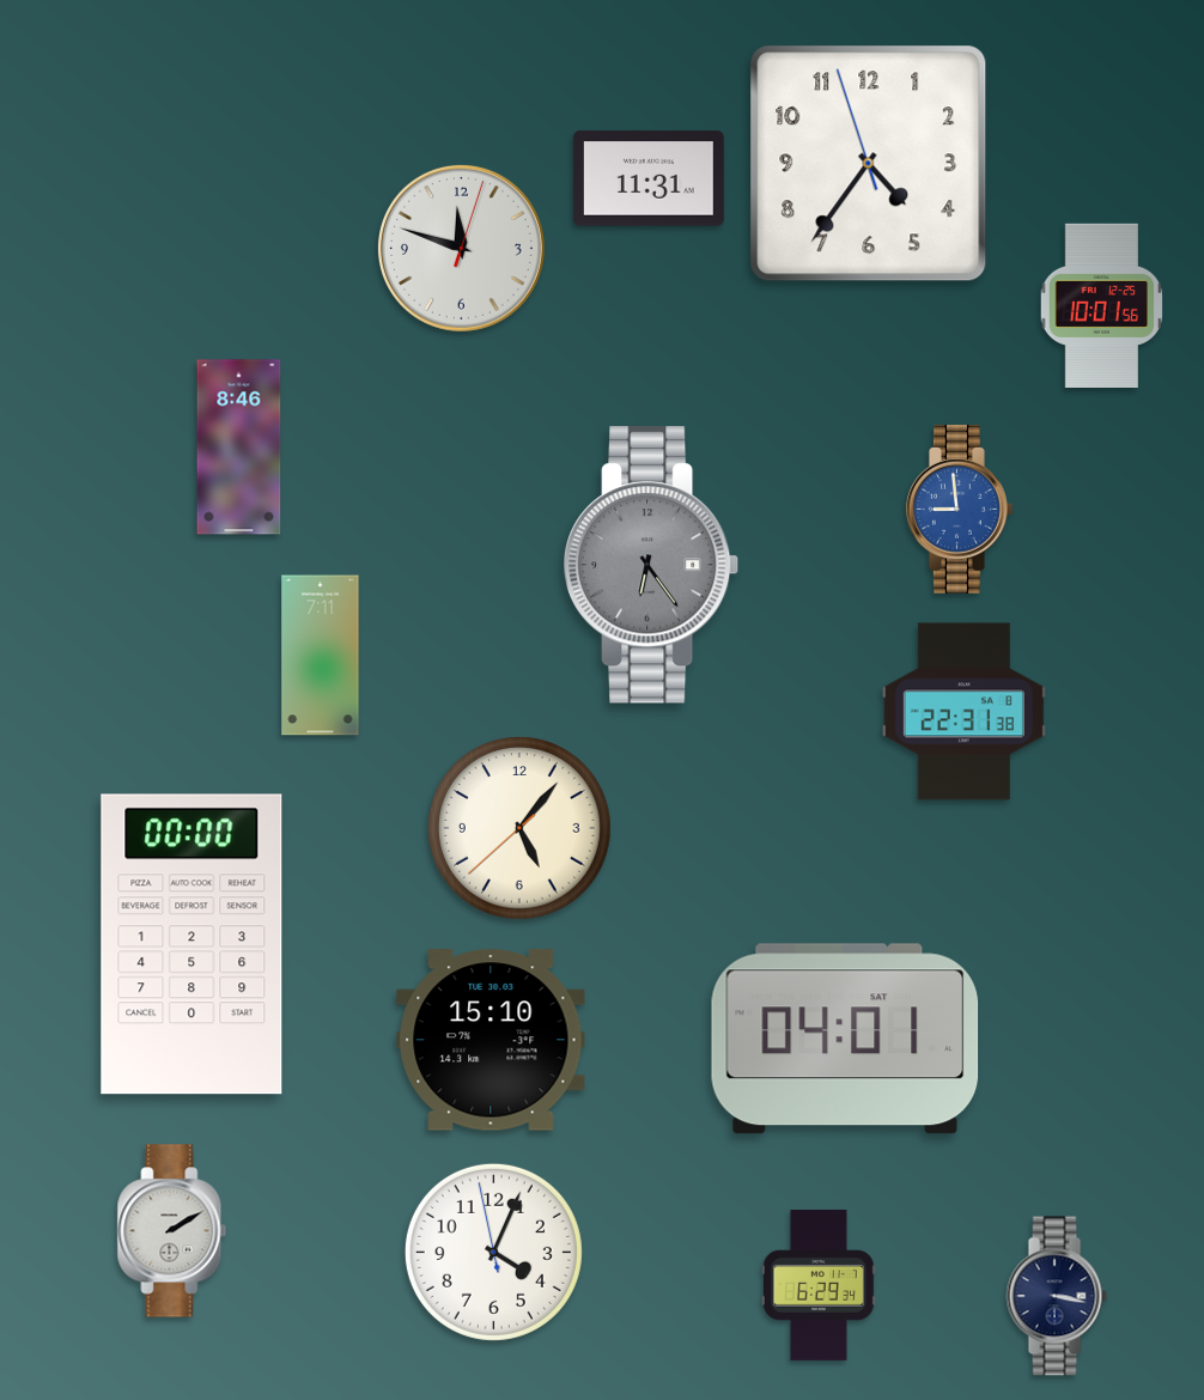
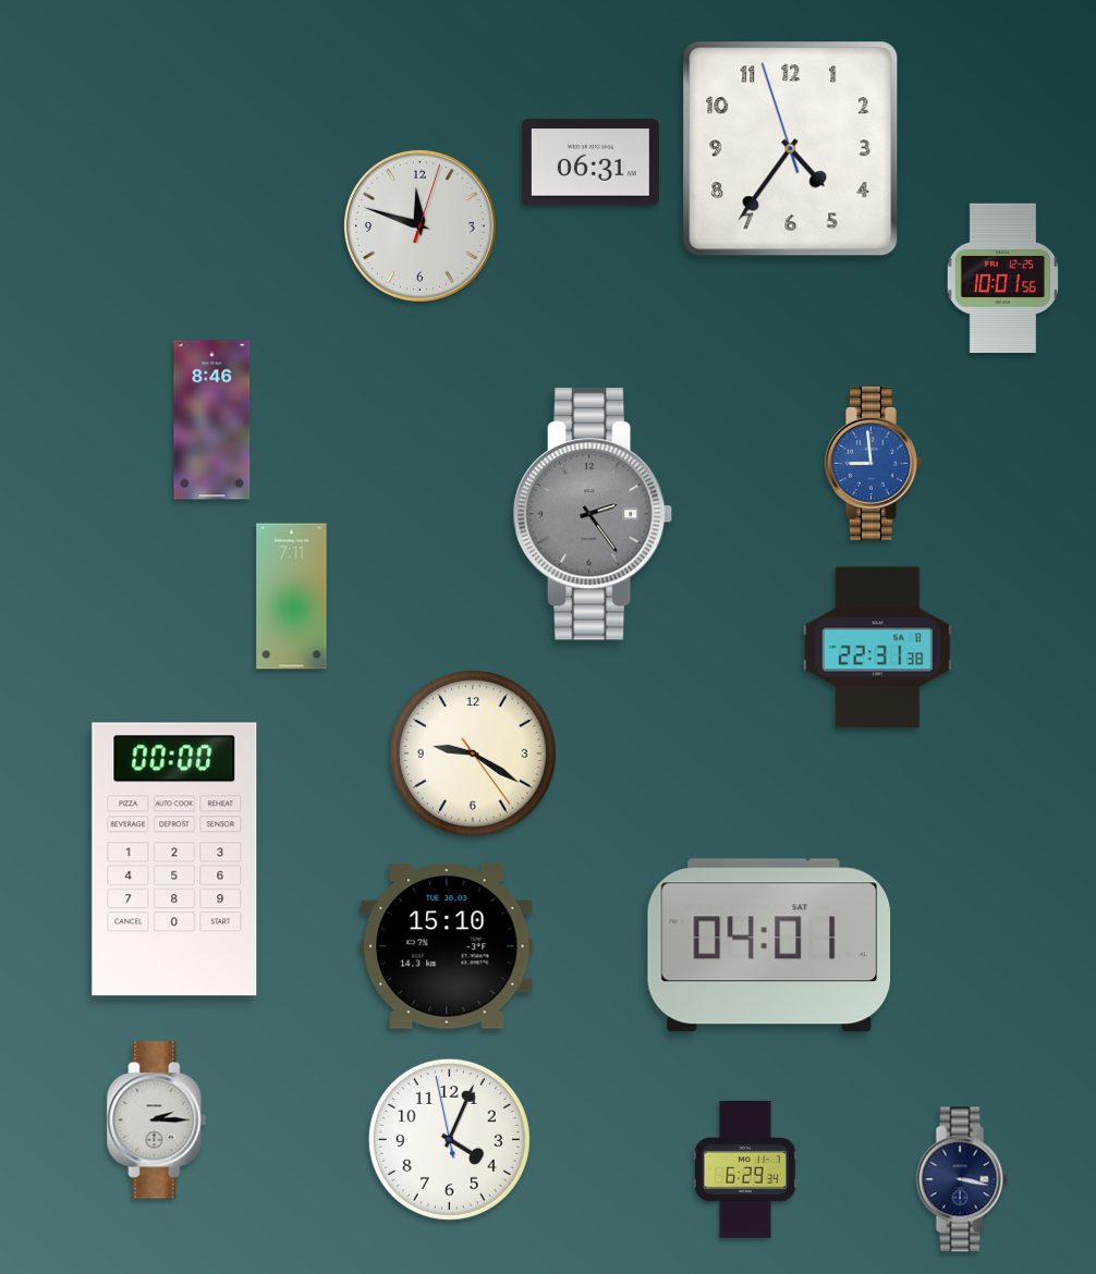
clock at (649, 178): 11:31 -> 06:31
clock at (239, 448) position: (239, 448) -> (212, 420)
clock at (652, 565): 6:24 -> 2:24
clock at (521, 829): 5:06 -> 9:20
clock at (172, 1231): 2:10 -> 2:15
